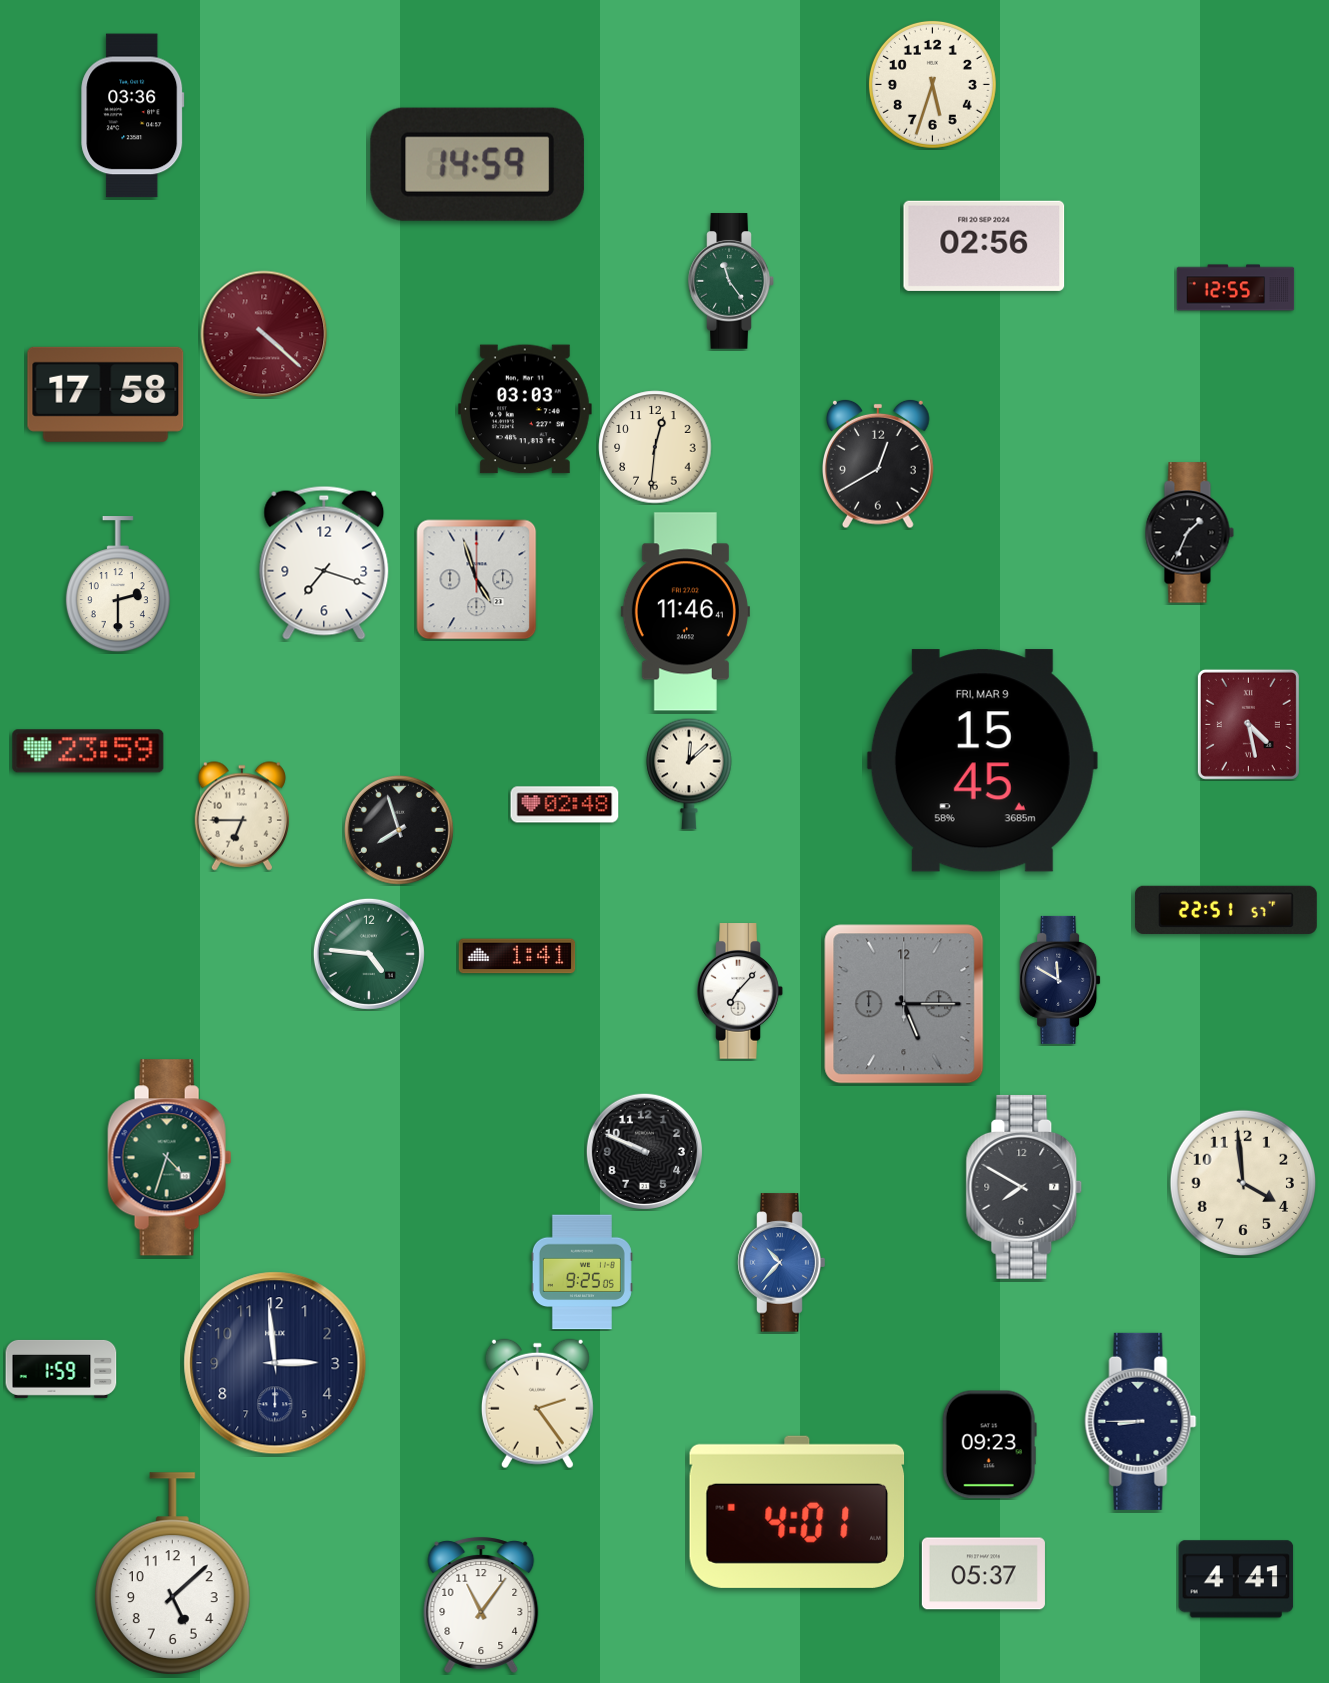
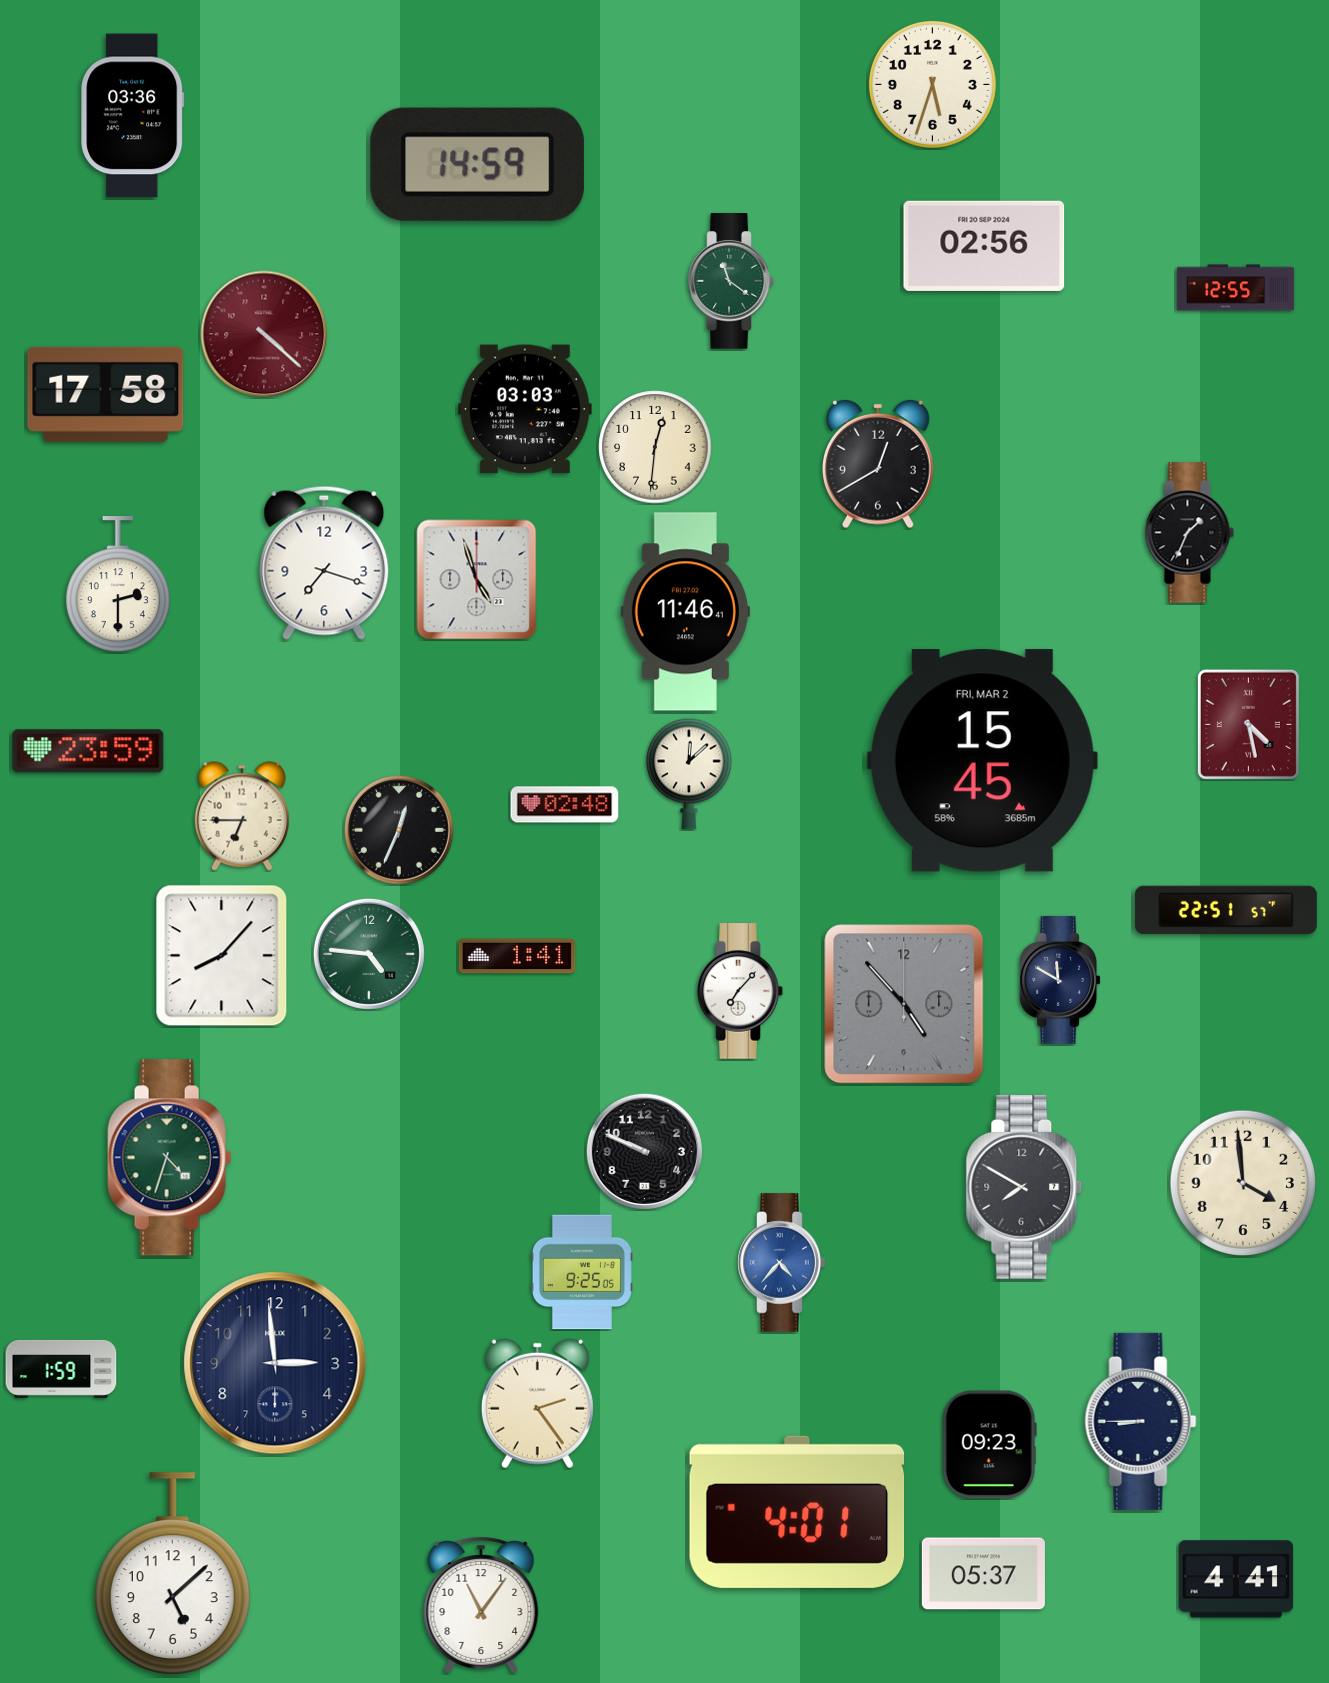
clock at (731, 281): 11:24 -> 11:21
clock at (982, 761) date: FRI, MAR 9 -> FRI, MAR 2
clock at (399, 830): 7:57 -> 12:34
clock at (222, 956): none -> 8:07
clock at (904, 1004): 5:15 -> 4:53
clock at (782, 1263): 10:37 -> 4:37
